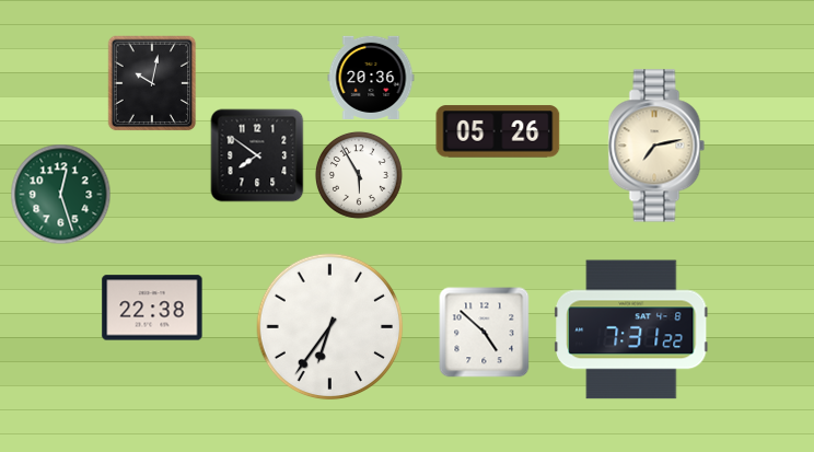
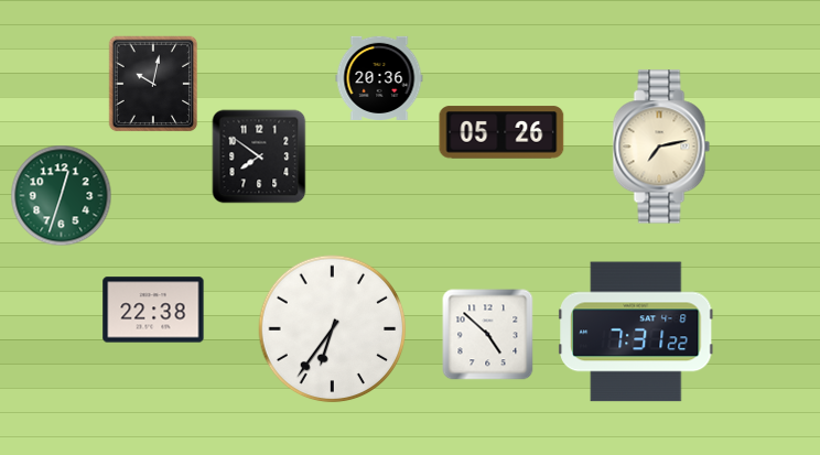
clock at (371, 78) position: (371, 78) -> (379, 78)
clock at (359, 175): 5:55 -> none
clock at (61, 195): 12:27 -> 12:33
